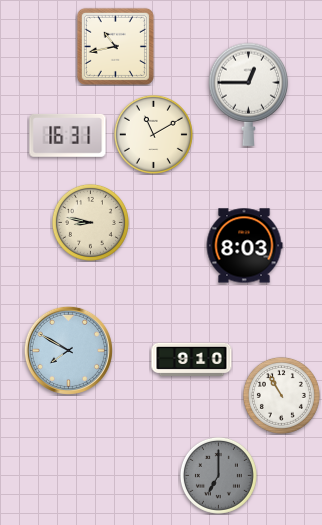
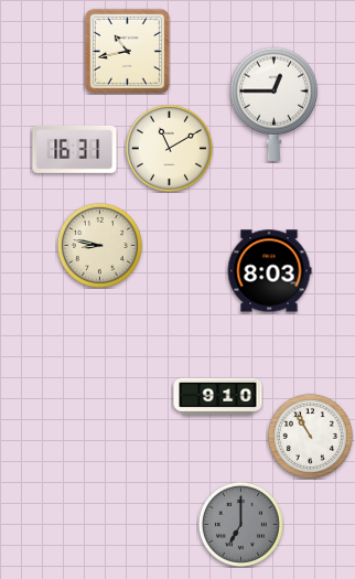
clock at (68, 350): 7:50 -> none
clock at (192, 359) position: (192, 359) -> (218, 396)
